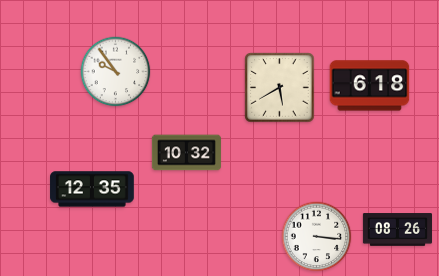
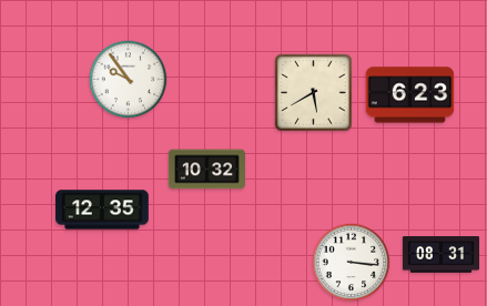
clock at (370, 86): 6:18 -> 6:23
clock at (280, 88) position: (280, 88) -> (314, 93)
clock at (397, 230): 08:26 -> 08:31
